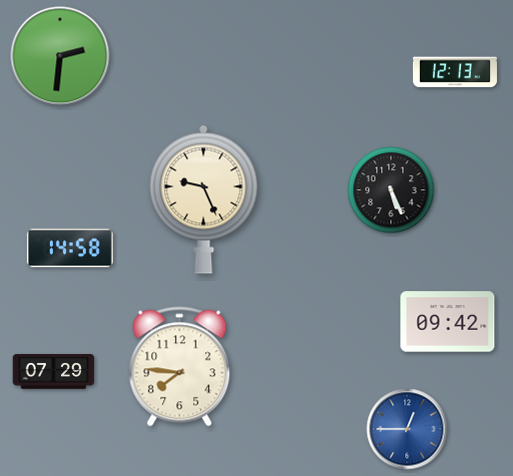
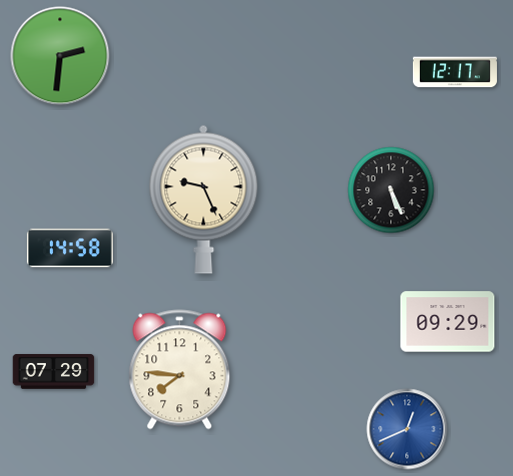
clock at (455, 72): 12:13 -> 12:17
clock at (448, 322): 09:42 -> 09:29
clock at (180, 367) position: (180, 367) -> (180, 370)
clock at (407, 429): 12:45 -> 12:41
